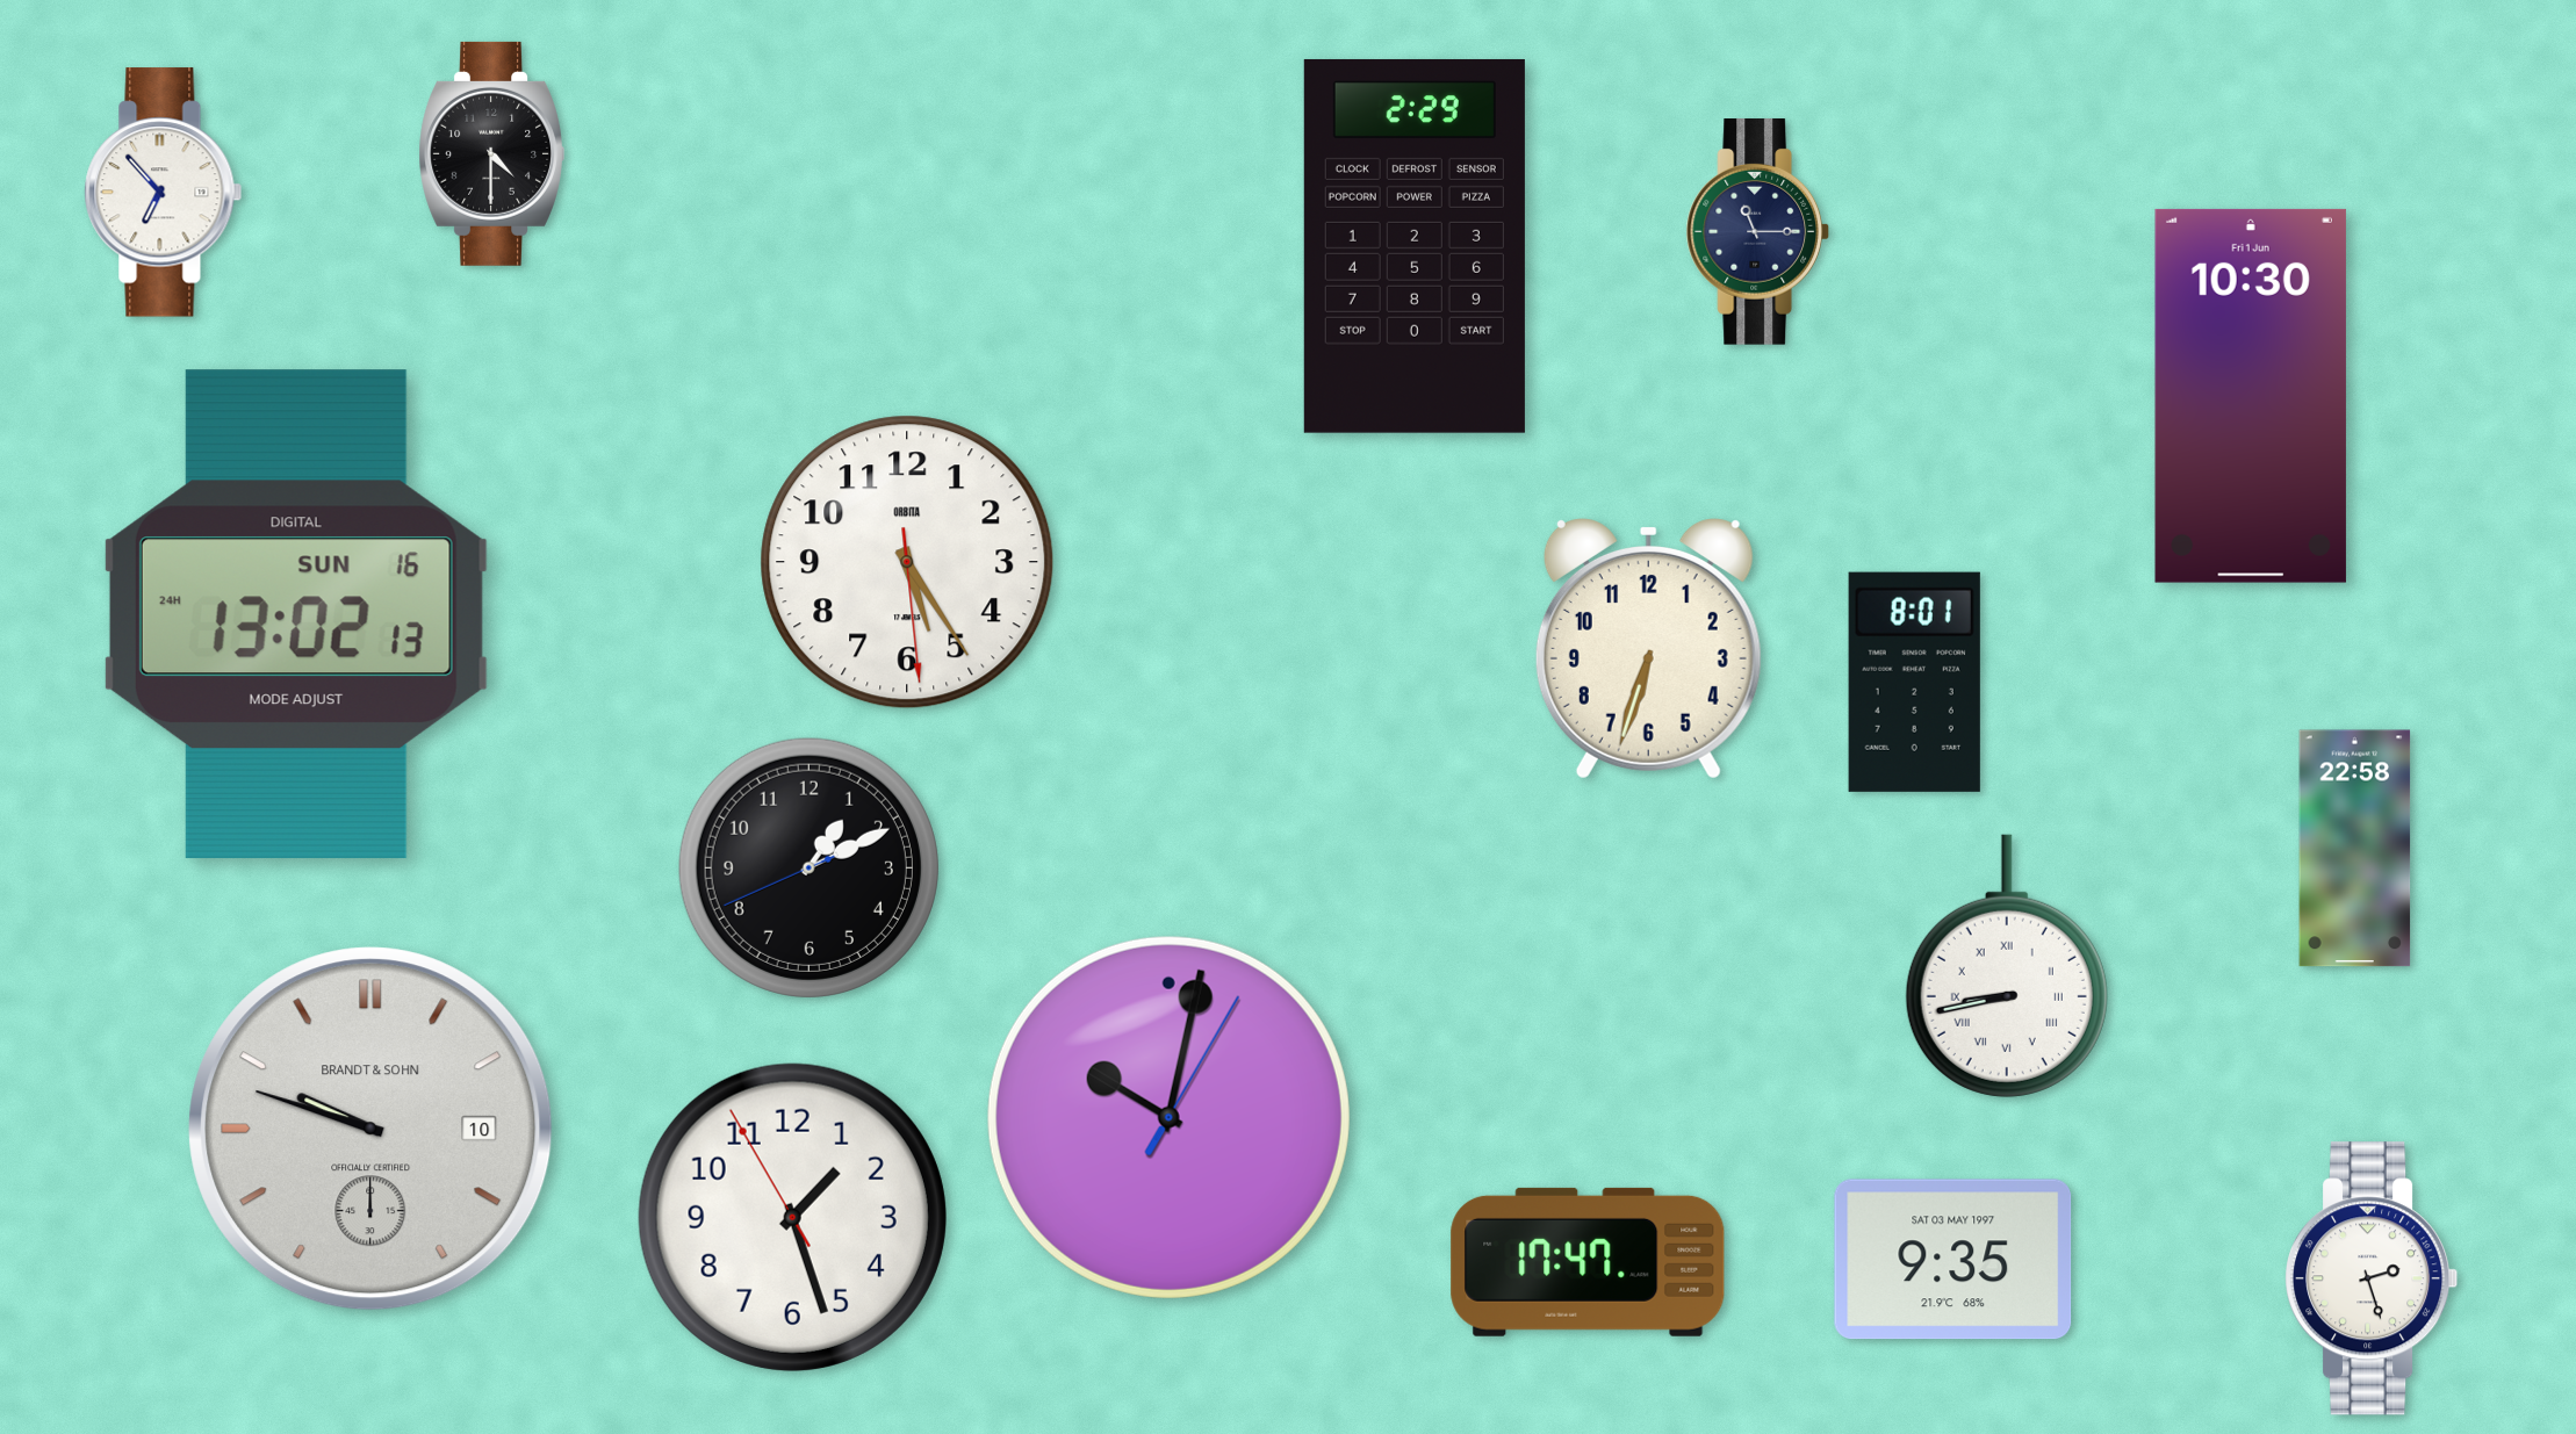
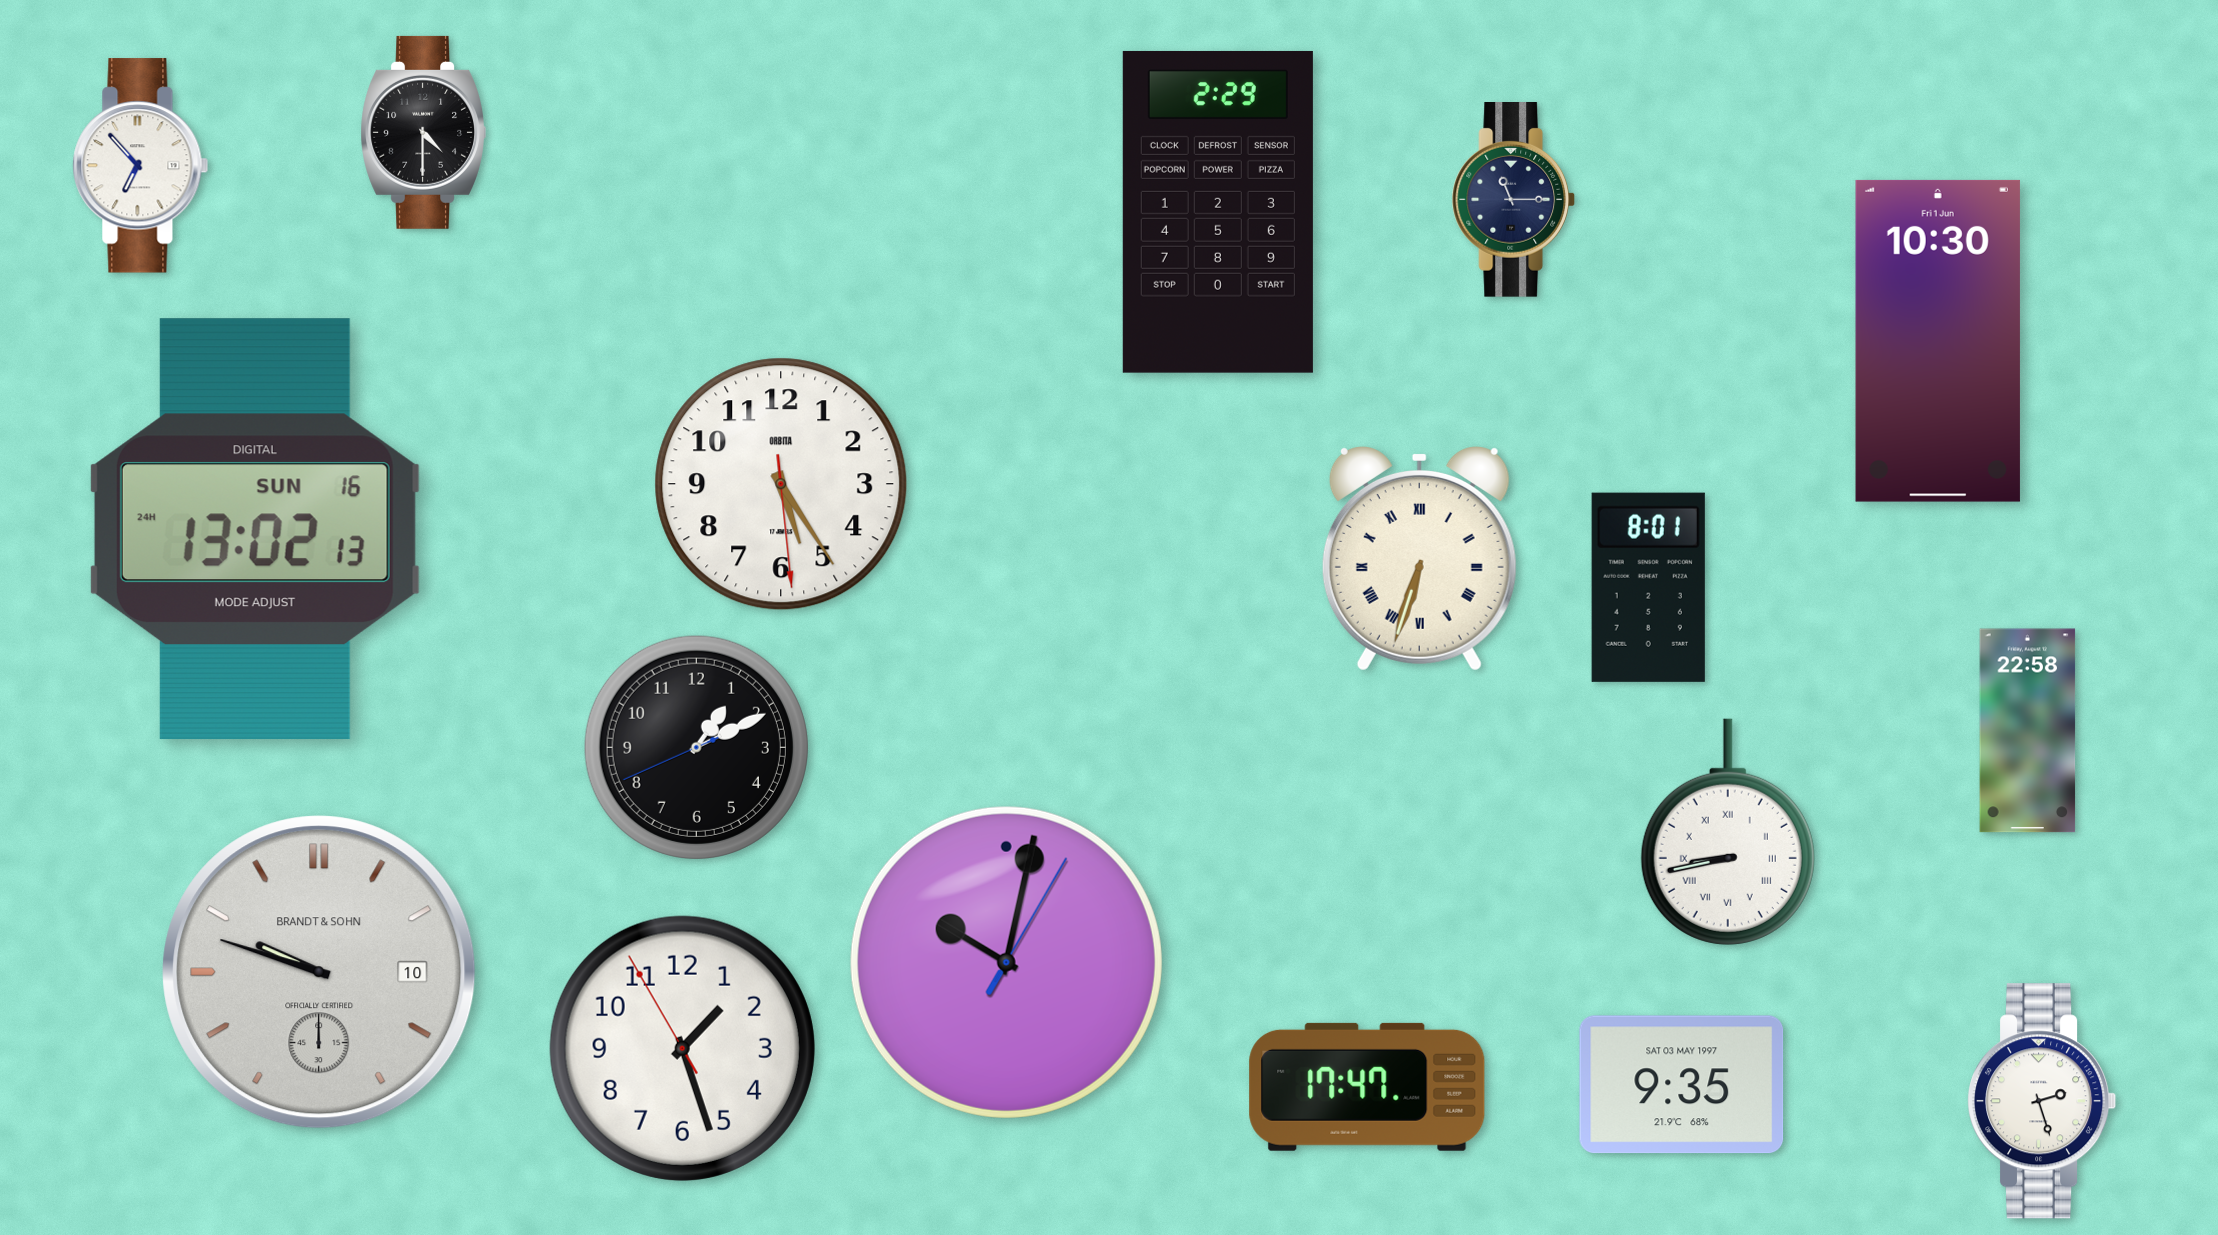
clock at (1648, 649) numerals: Arabic -> Roman
